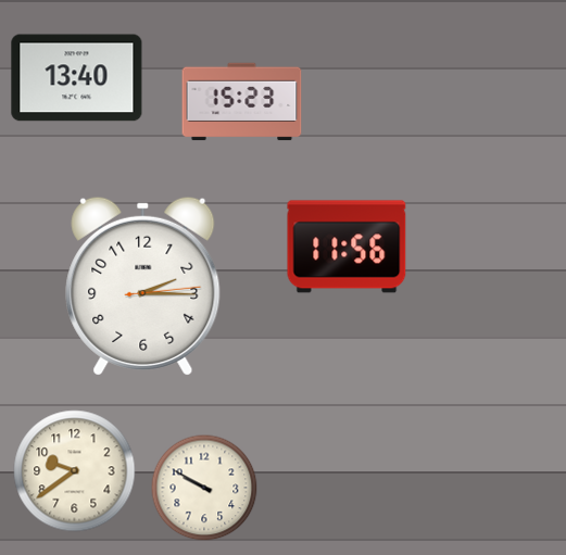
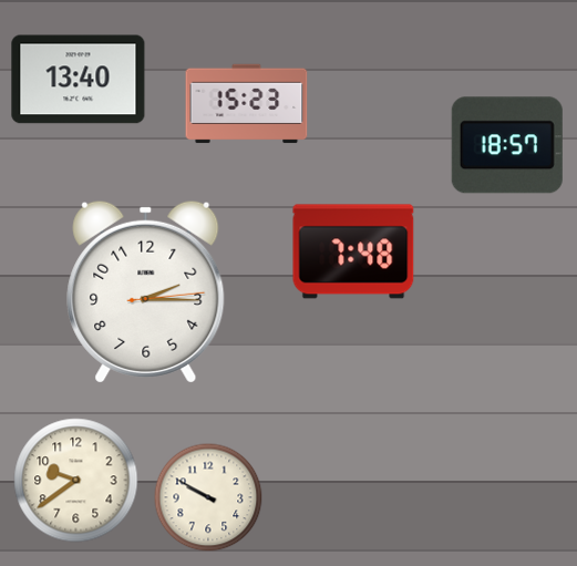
clock at (507, 145): none -> 18:57
clock at (347, 247): 11:56 -> 7:48
